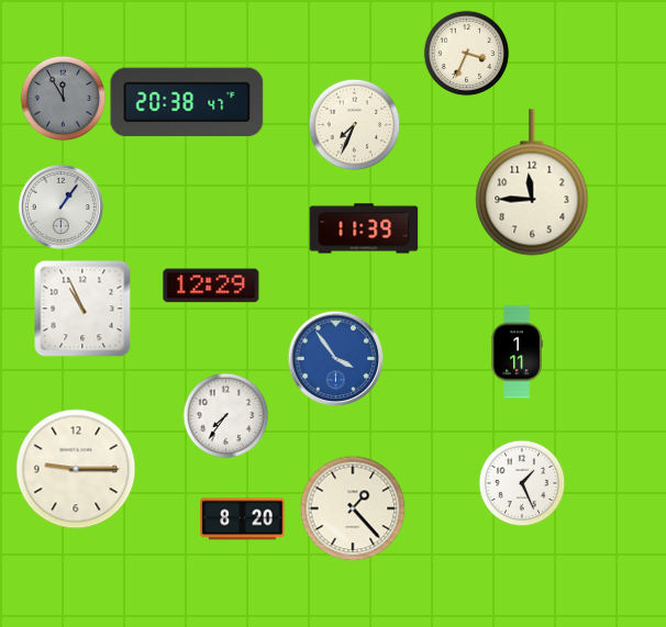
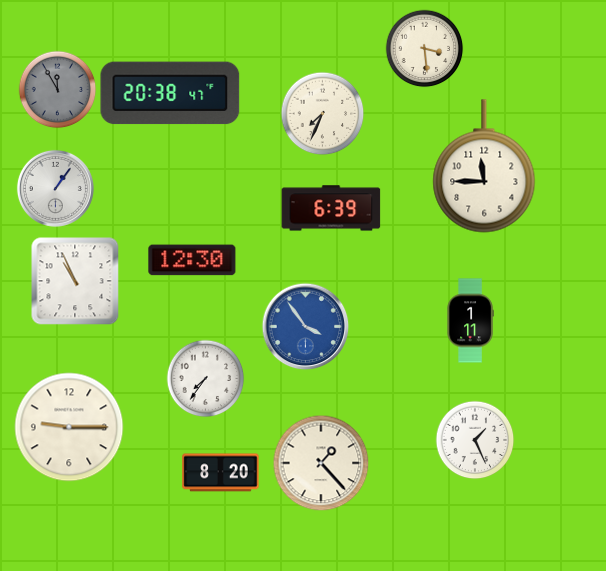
clock at (466, 53): 3:34 -> 3:29
clock at (364, 228): 11:39 -> 6:39
clock at (211, 285): 12:29 -> 12:30
